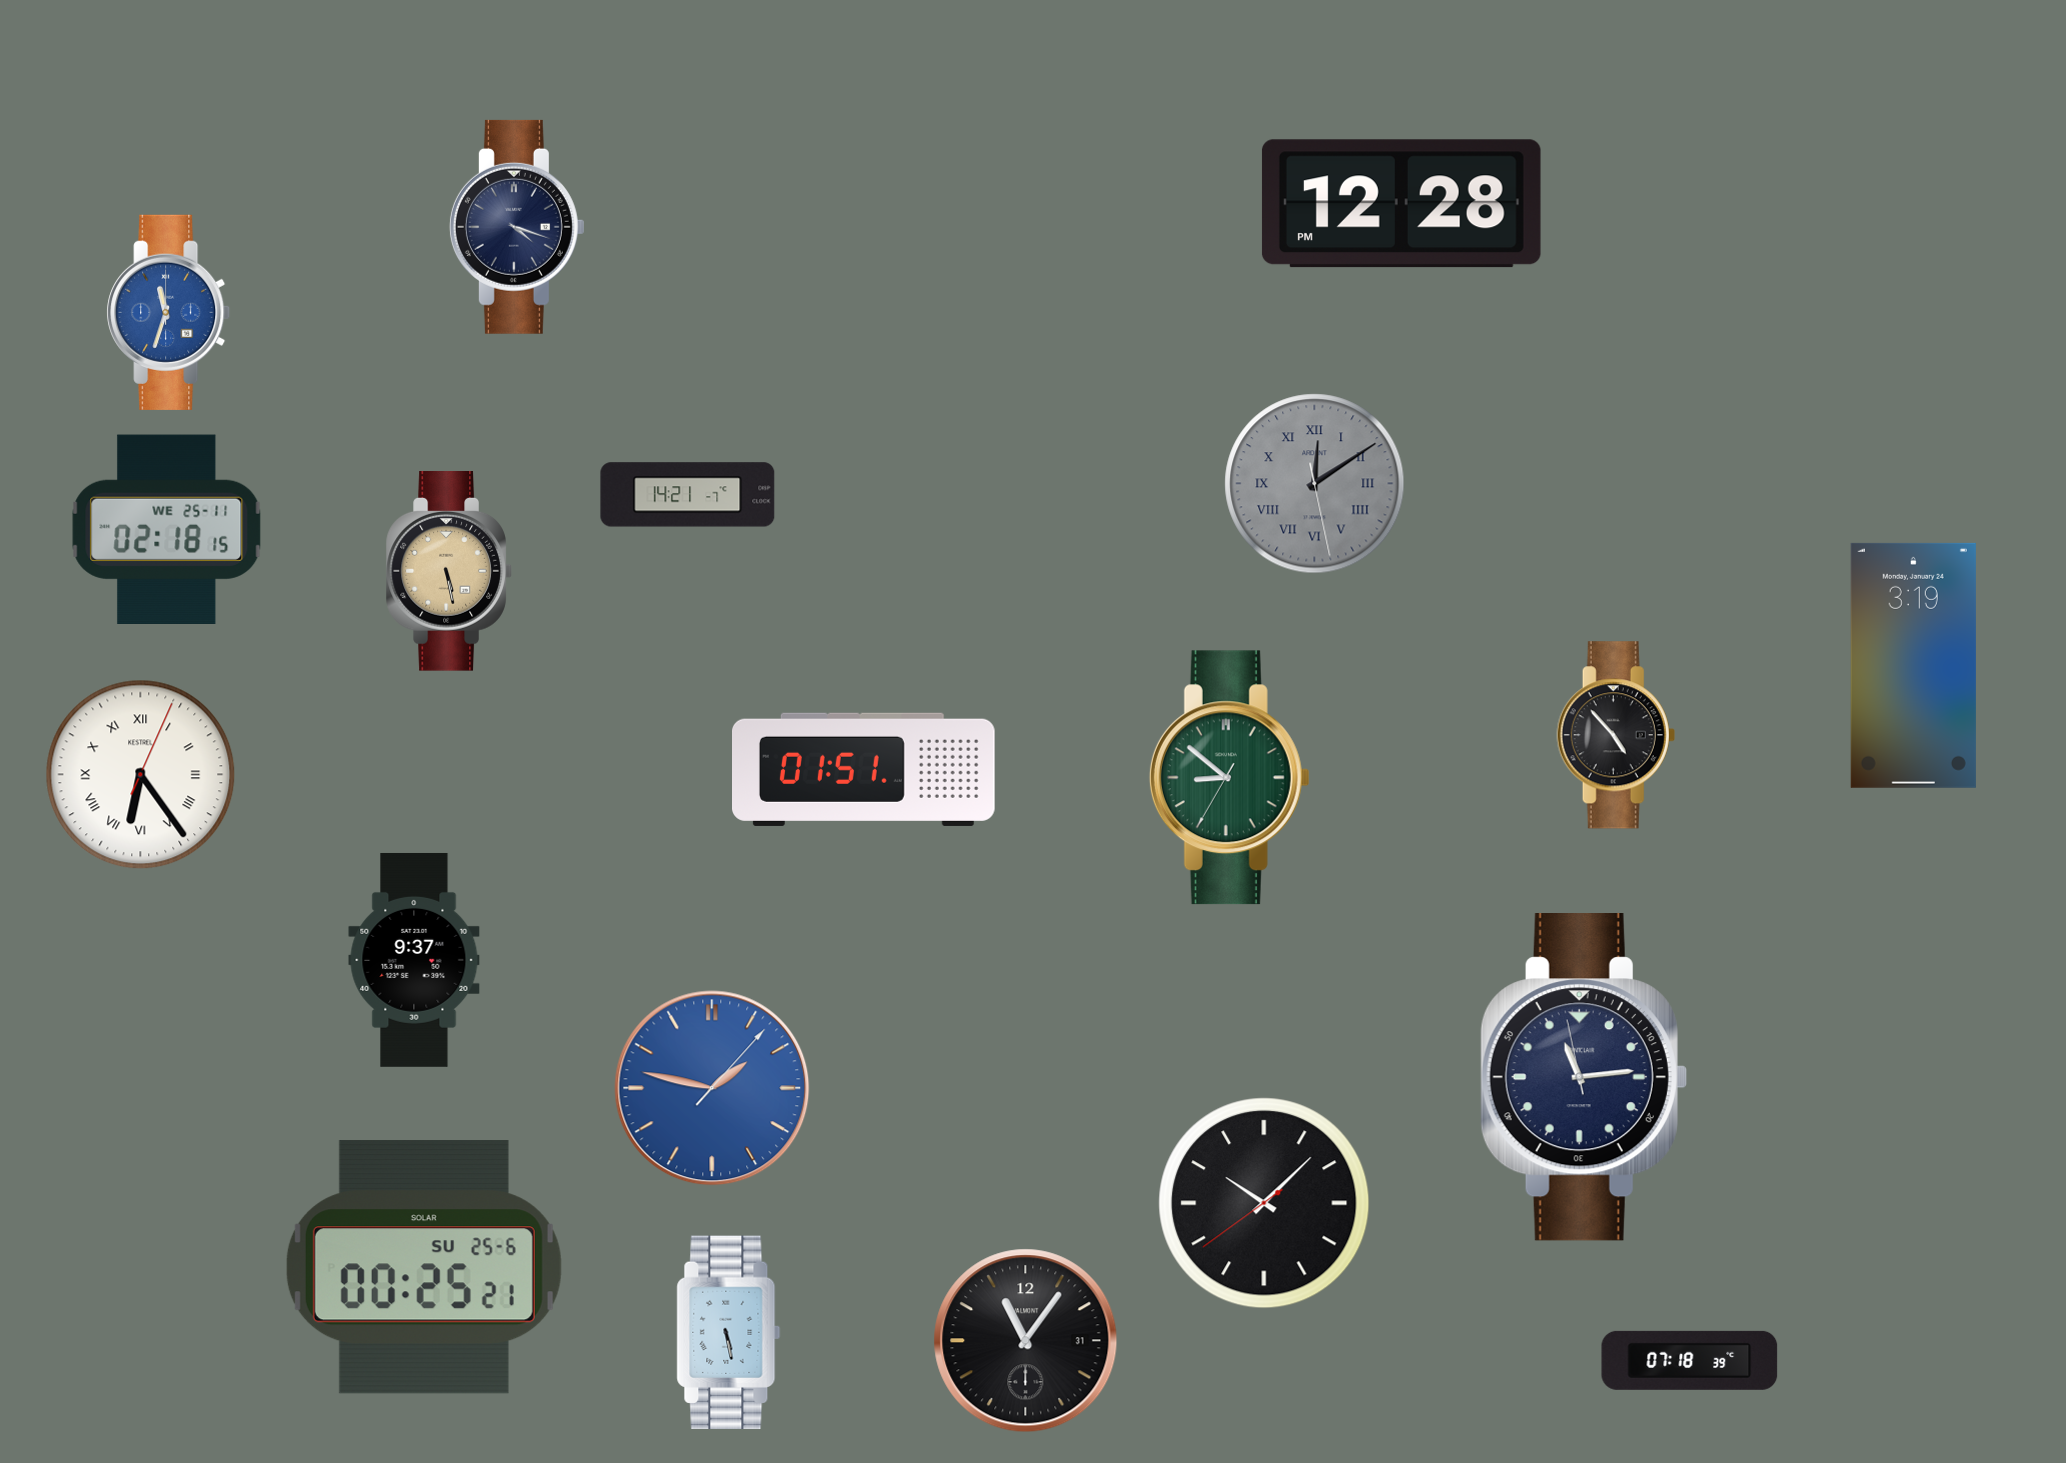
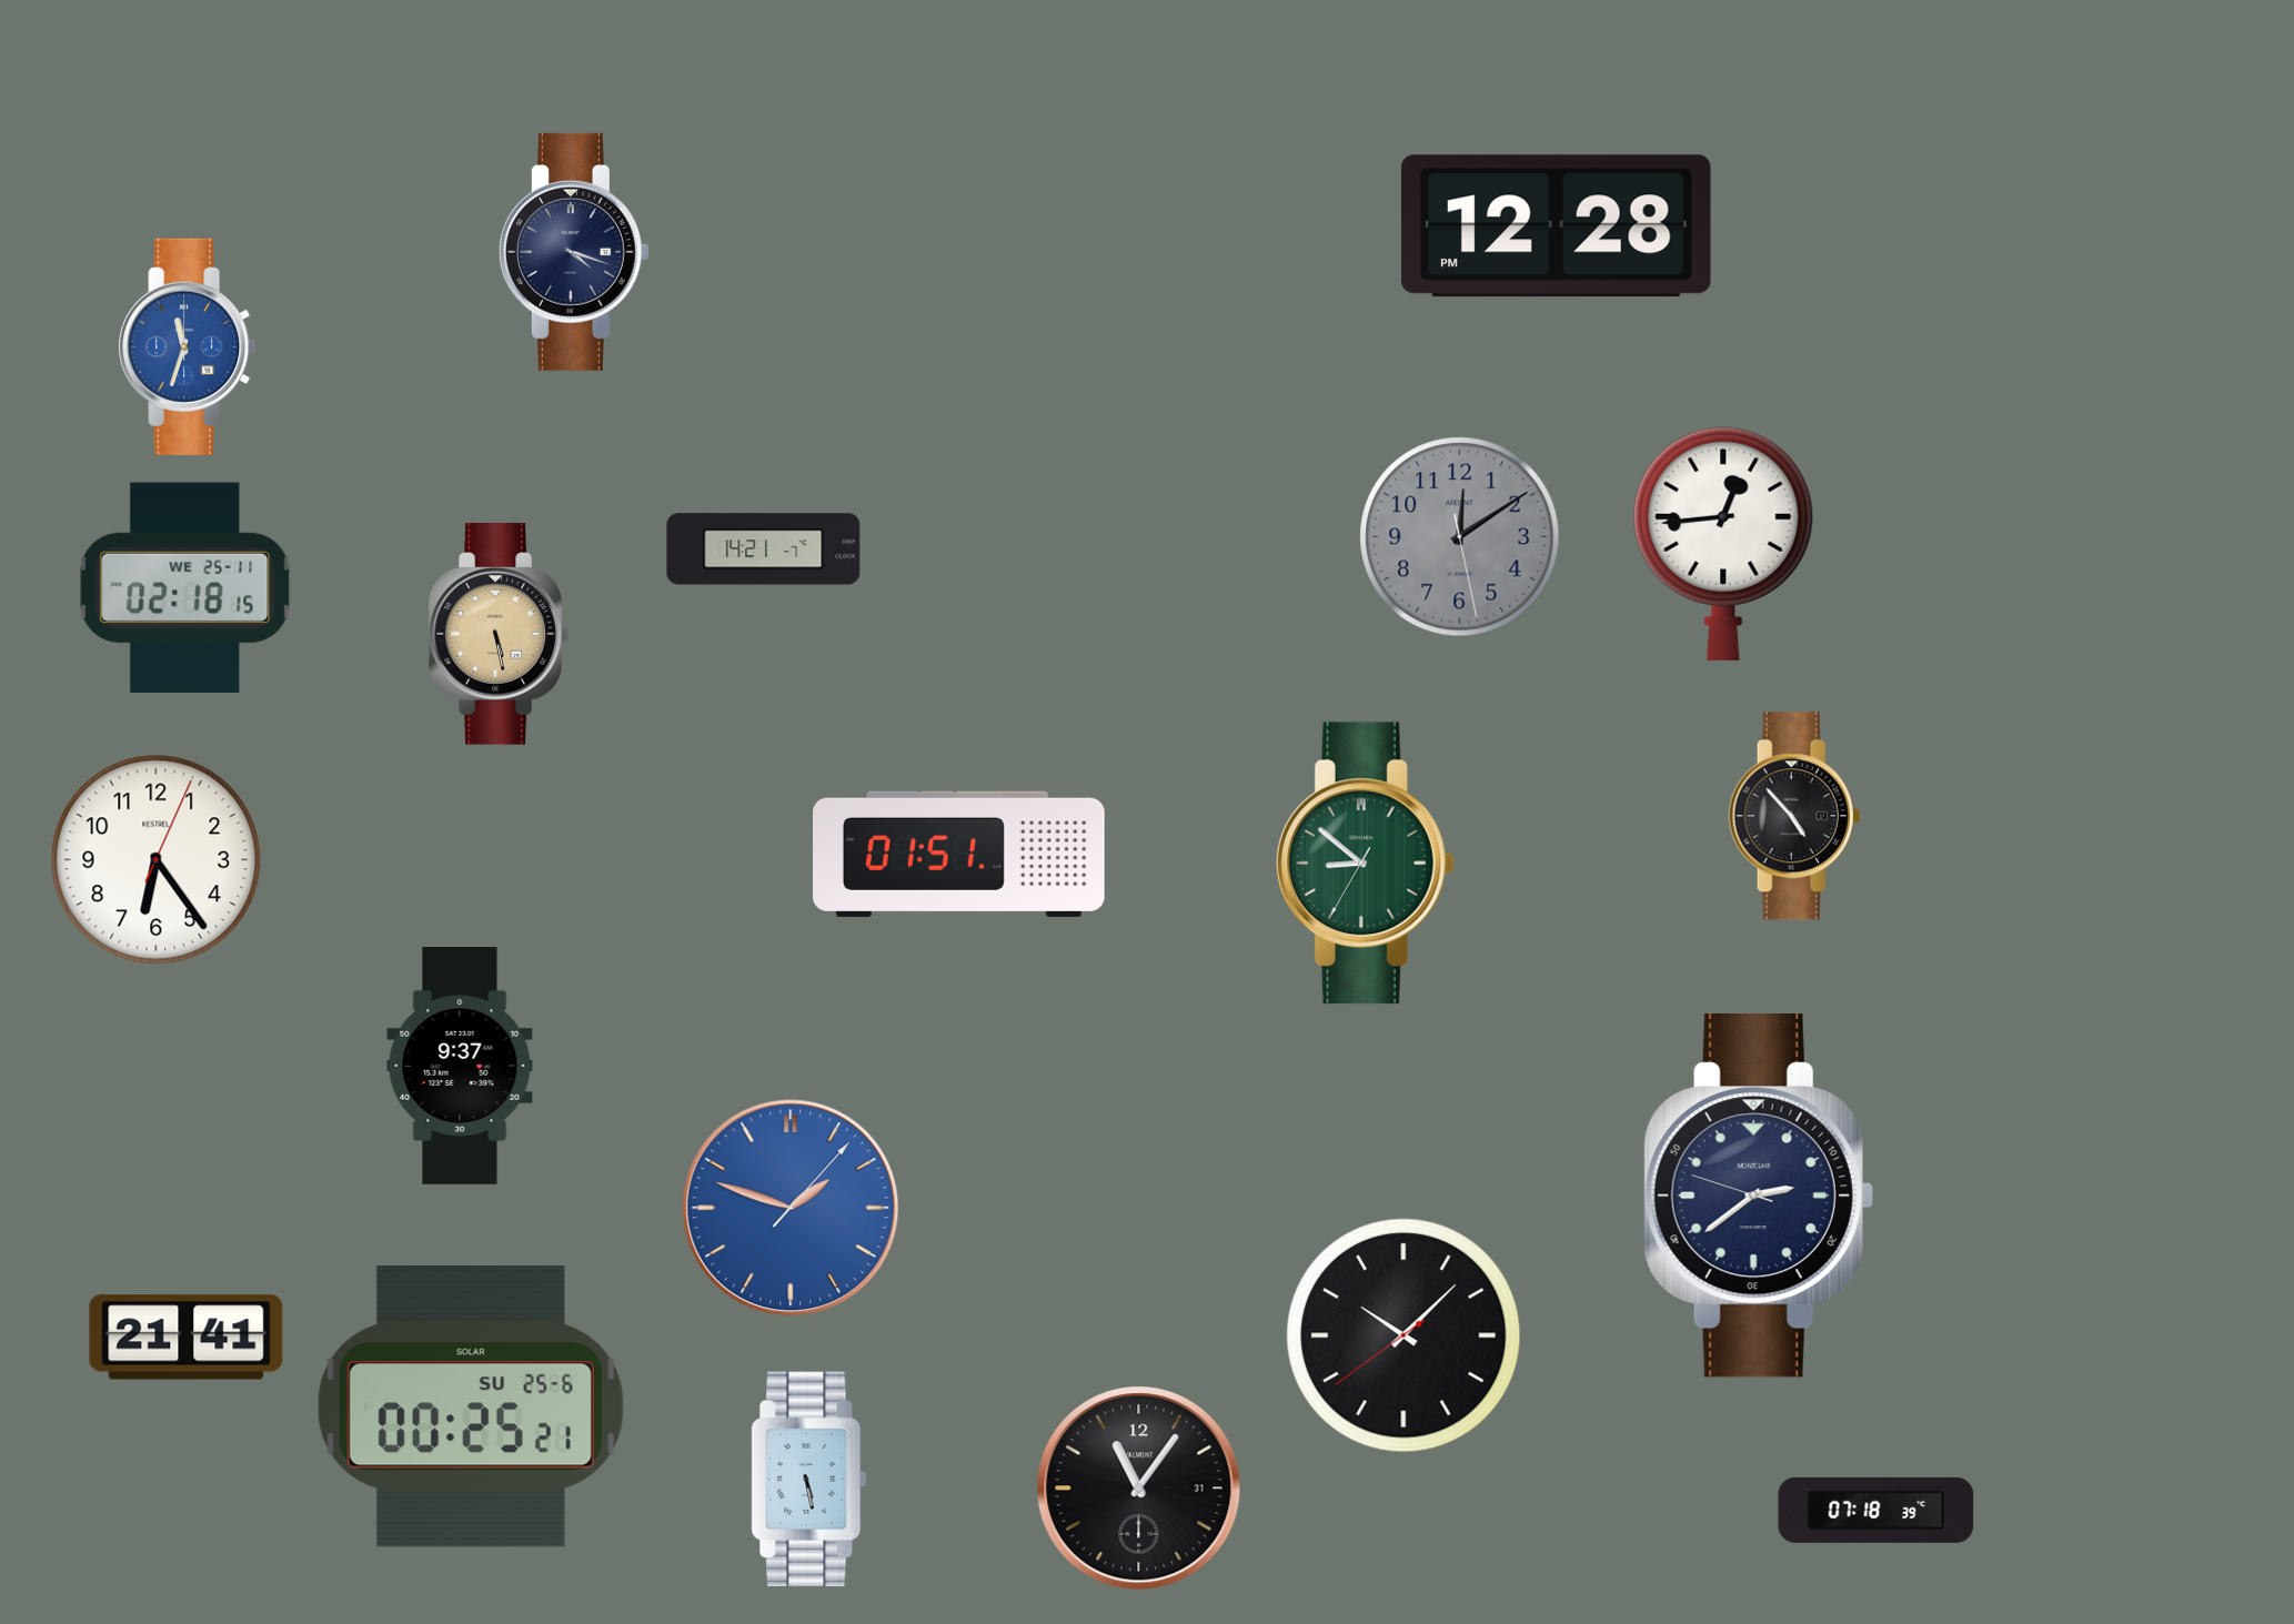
clock at (1315, 484) numerals: Roman -> Arabic
clock at (1723, 544): none -> 12:44
clock at (1913, 665): 3:19 -> none
clock at (141, 775) numerals: Roman -> Arabic
clock at (1584, 1078): 11:13 -> 2:38
clock at (712, 1088): 1:47 -> 1:48
clock at (187, 1338): none -> 21:41
